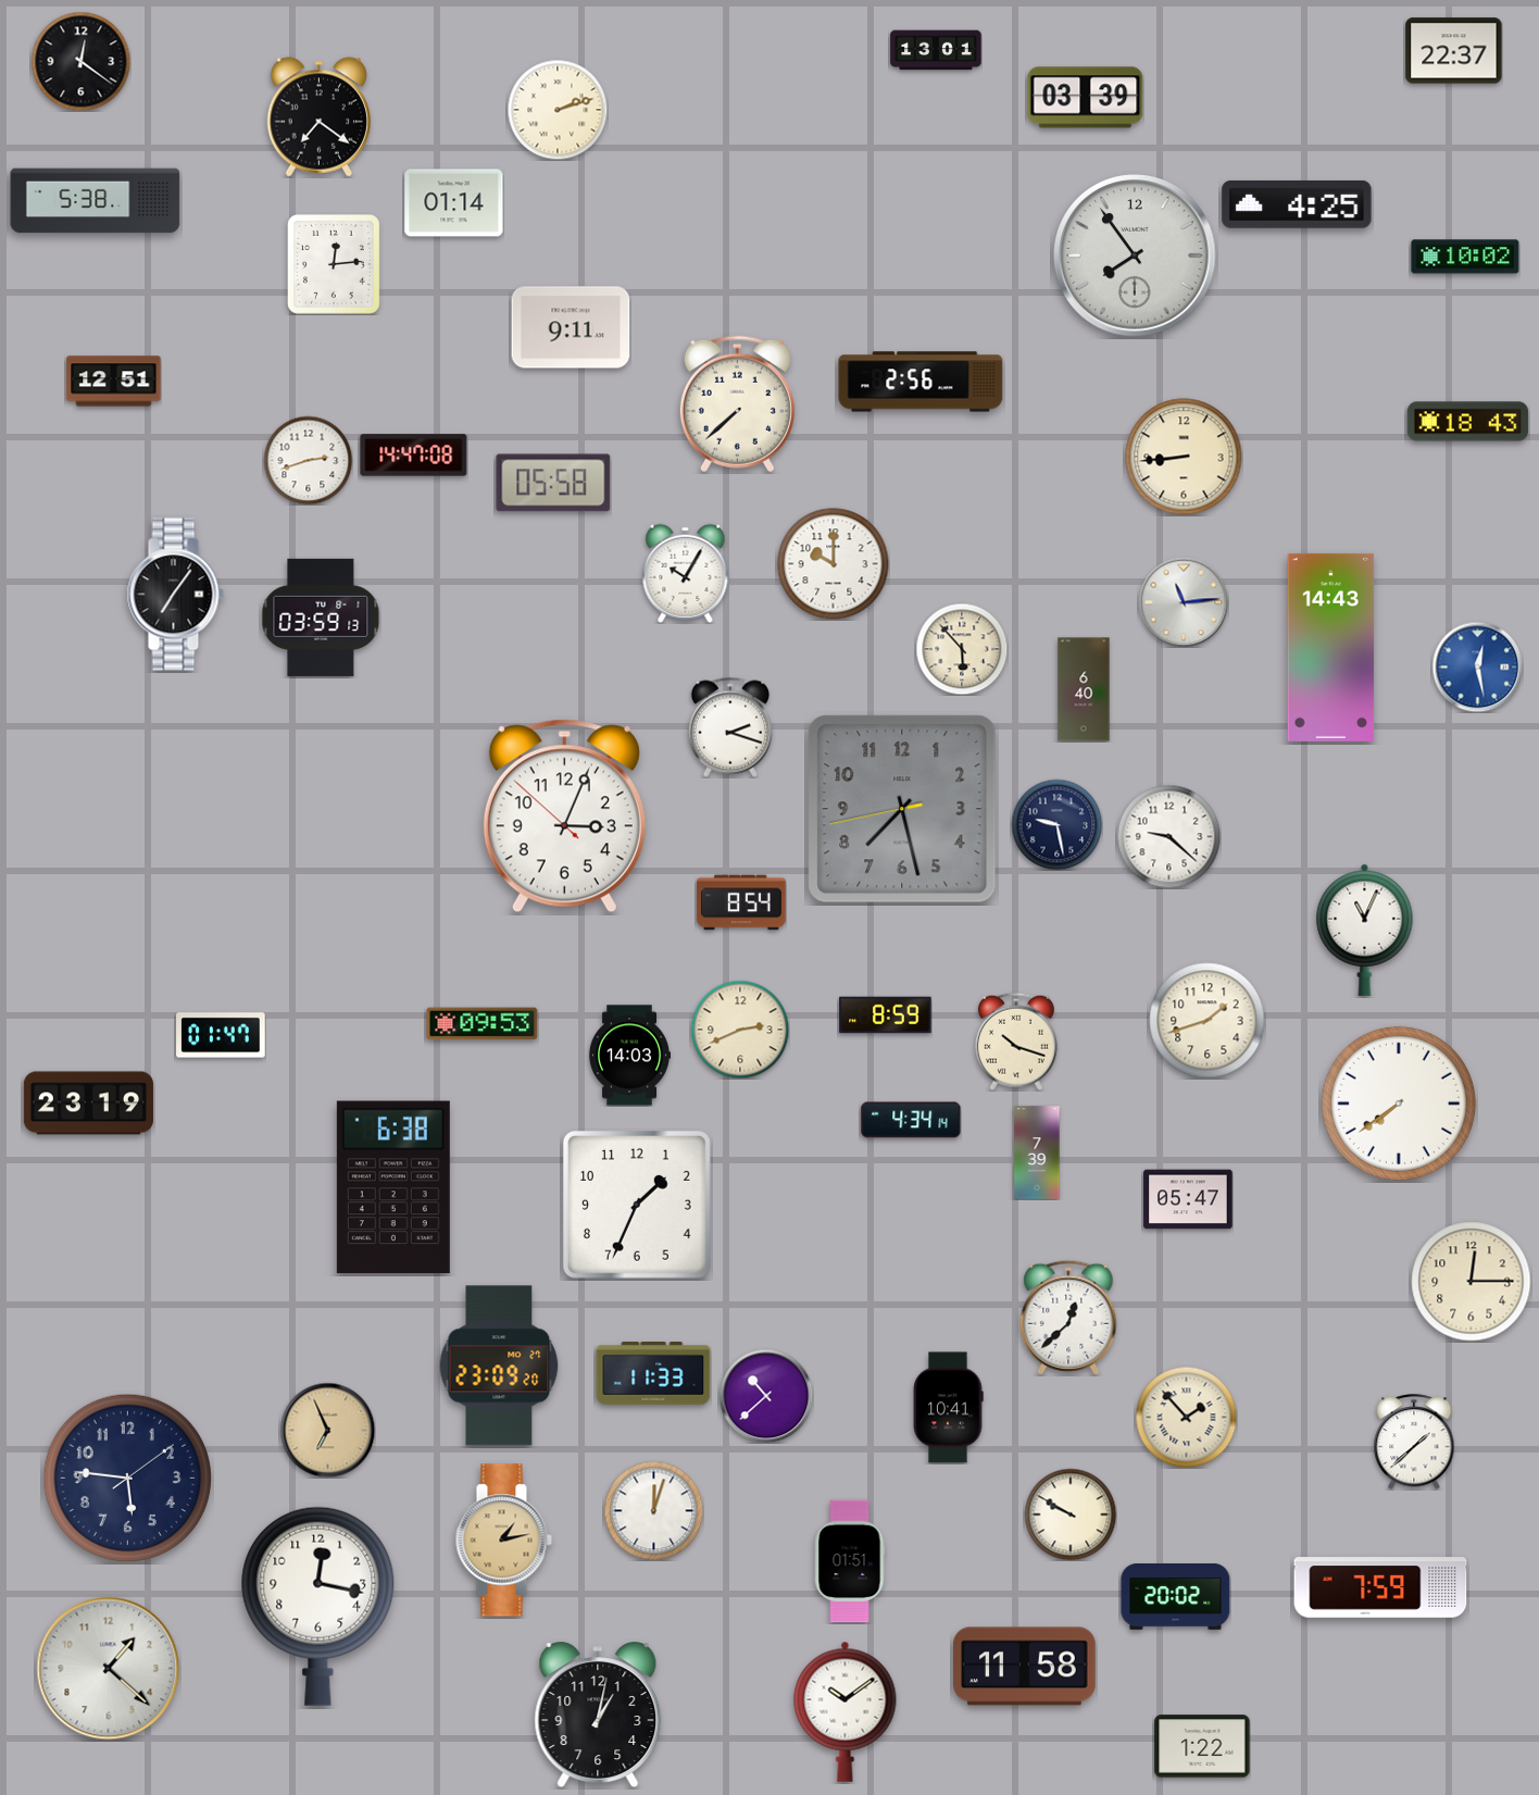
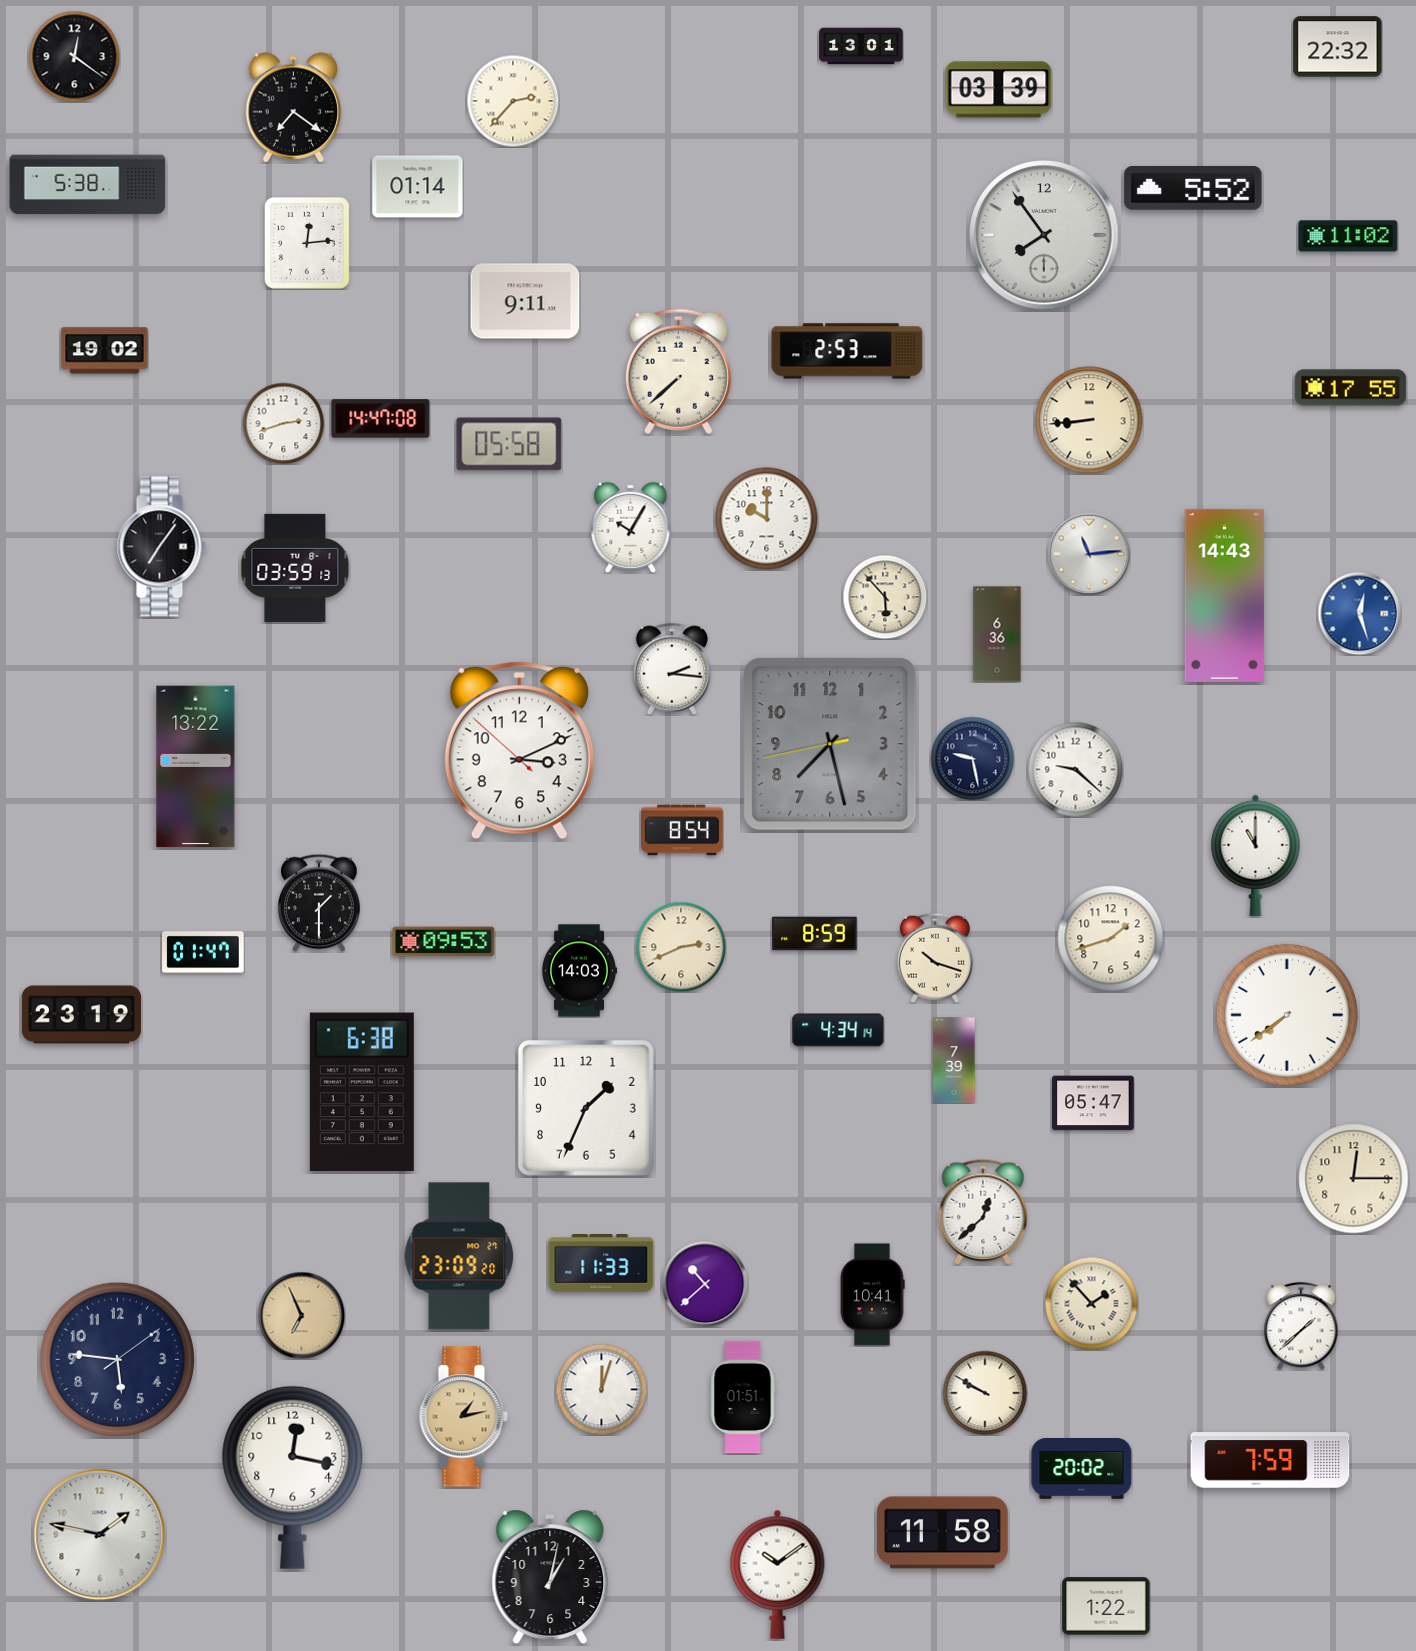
clock at (1454, 51): 22:37 -> 22:32
clock at (558, 110): 2:12 -> 2:37
clock at (1297, 204): 4:25 -> 5:52
clock at (1465, 257): 10:02 -> 11:02
clock at (114, 382): 12:51 -> 19:02
clock at (921, 382): 2:56 -> 2:53
clock at (1468, 422): 18:43 -> 17:55
clock at (1477, 666): 12:28 -> 12:27
clock at (1084, 689): 6:40 -> 6:36
clock at (730, 727): 2:18 -> 2:16
clock at (564, 817): 3:03 -> 3:10
clock at (196, 767): none -> 13:22
clock at (1365, 930): 11:04 -> 11:00
clock at (320, 903): none -> 1:30
clock at (850, 1561) position: (850, 1561) -> (743, 1397)
clock at (109, 1669): 1:22 -> 1:47
